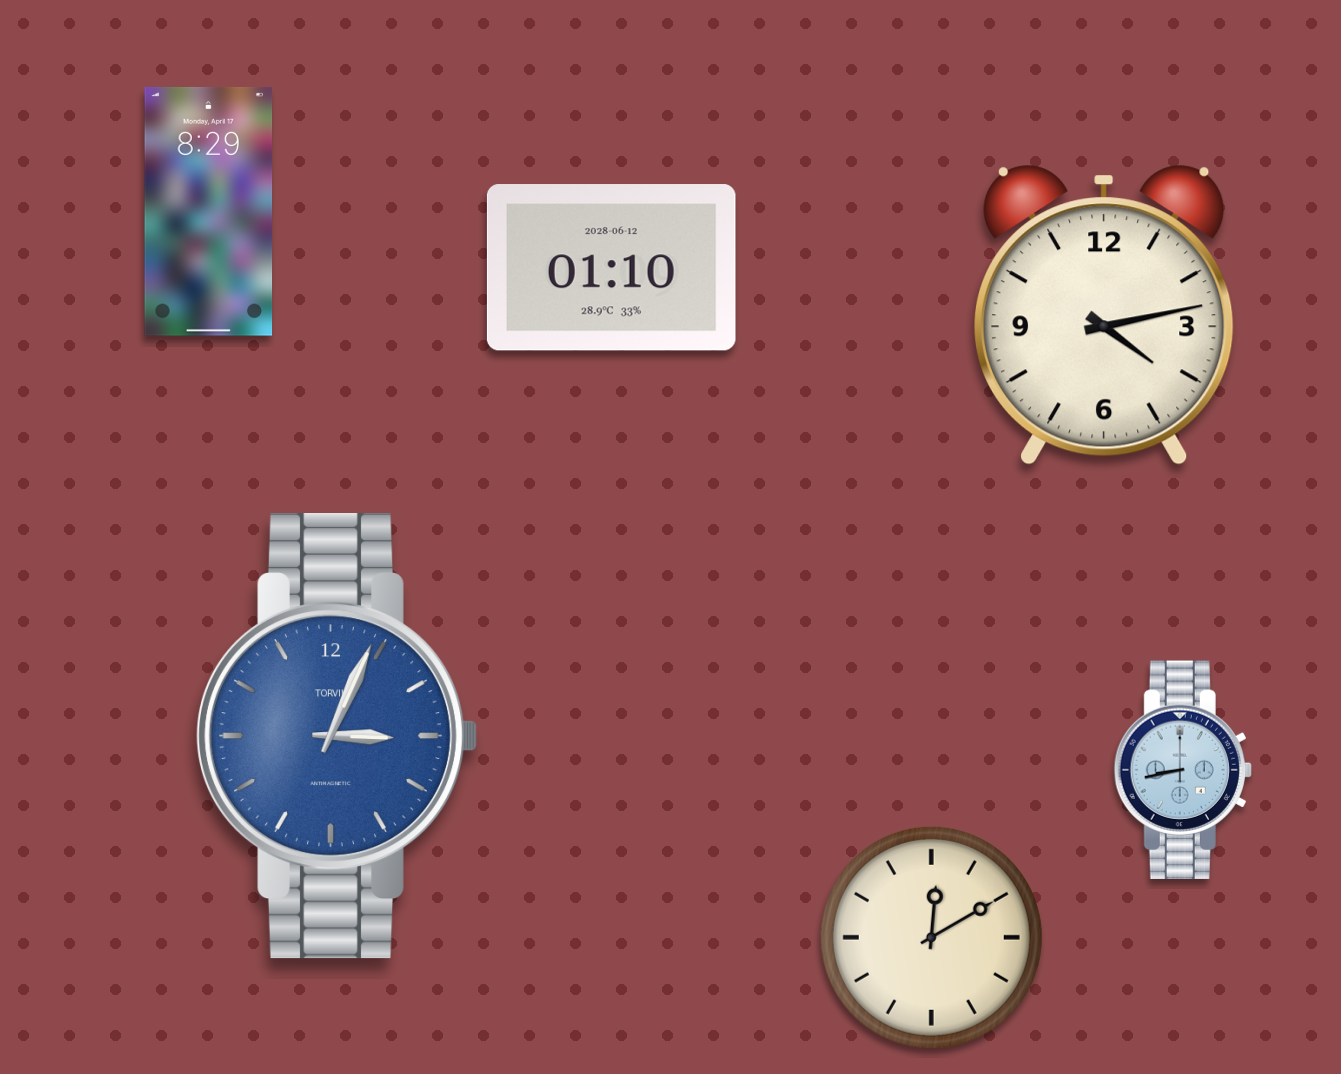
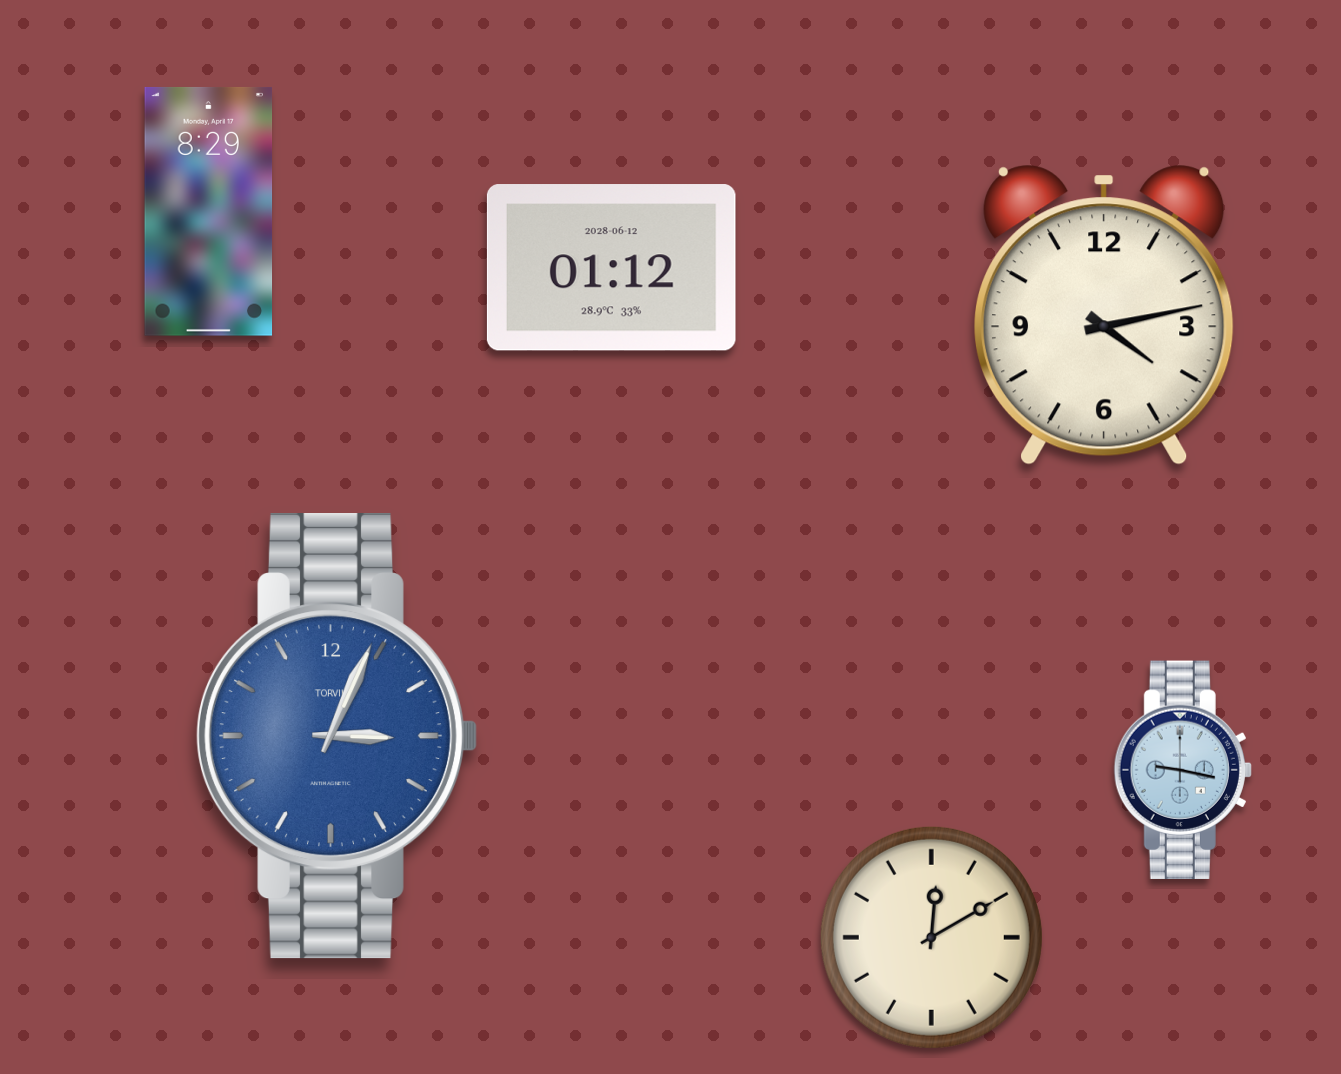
clock at (611, 268): 01:10 -> 01:12
clock at (1183, 769): 8:43 -> 9:17
